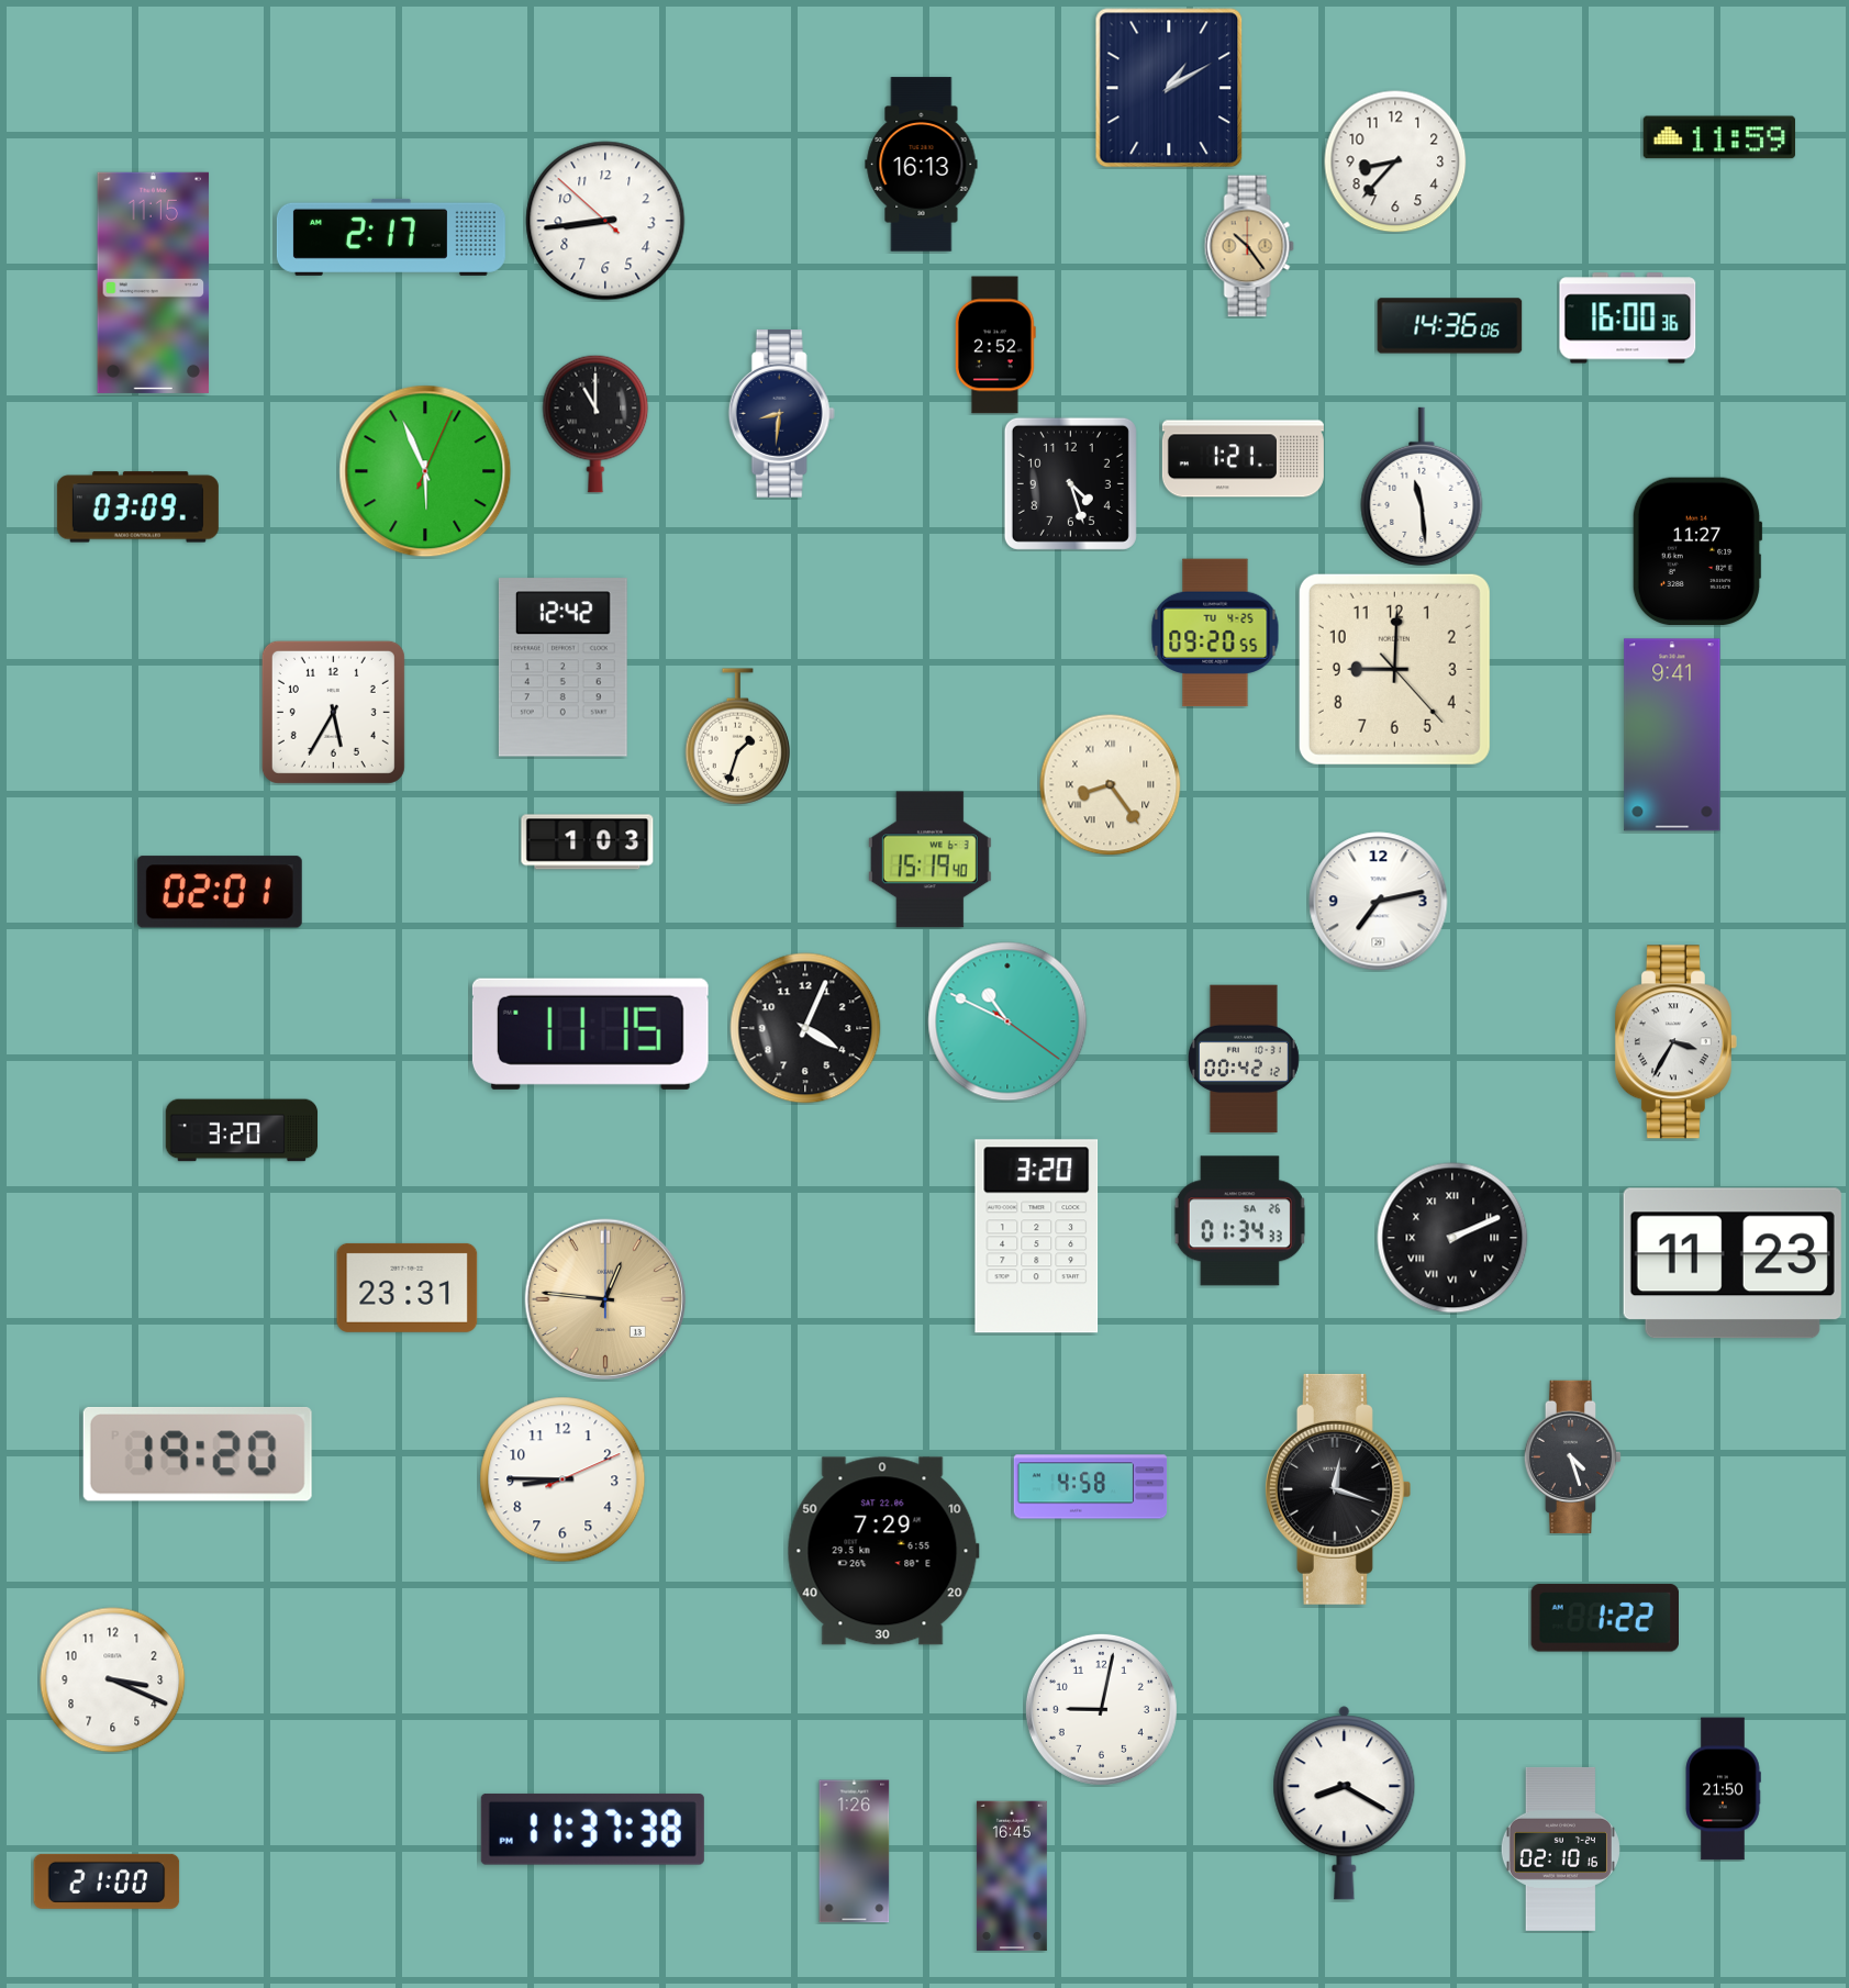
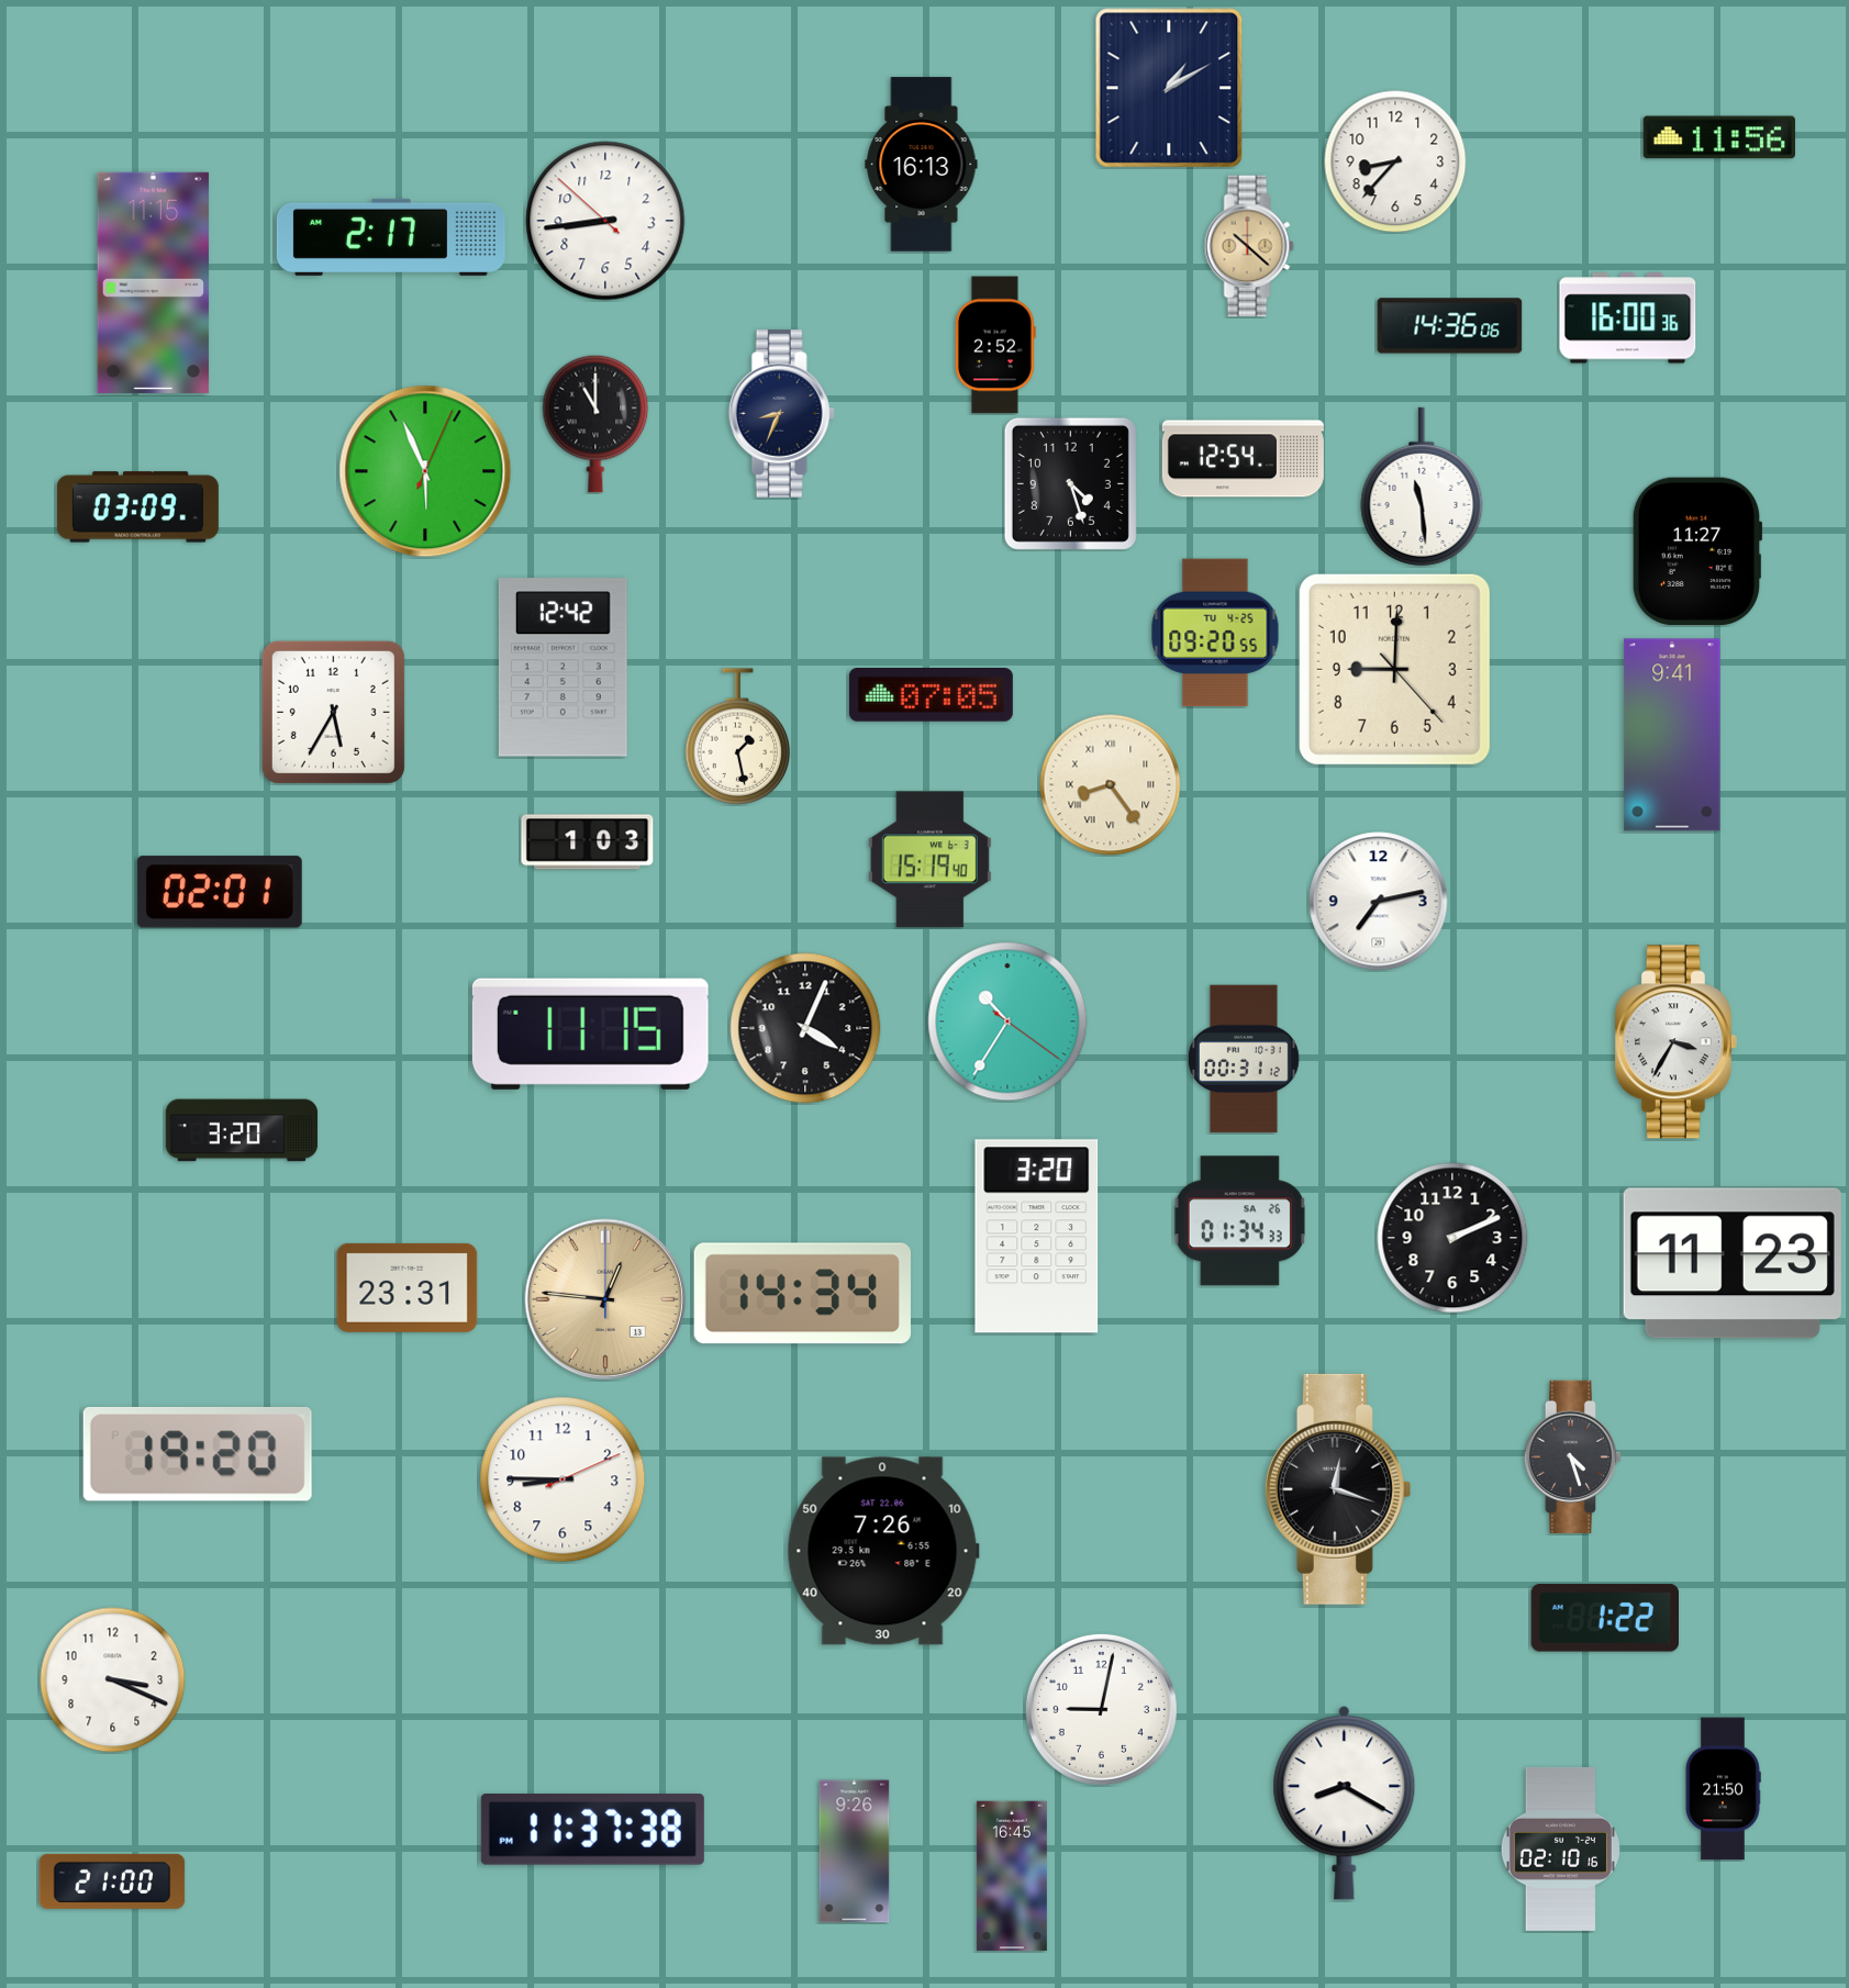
clock at (1718, 137): 11:59 -> 11:56
clock at (1249, 246): 10:24 -> 10:22
clock at (781, 413): 8:31 -> 8:34
clock at (1243, 459): 1:21 -> 12:54
clock at (931, 695): none -> 07:05
clock at (738, 737): 1:33 -> 1:28
clock at (1007, 1021): 10:49 -> 10:35
clock at (1244, 1059): 00:42 -> 00:31
clock at (1452, 1238) numerals: Roman -> Arabic
clock at (802, 1294): none -> 14:34
clock at (1091, 1487): 4:58 -> none
clock at (883, 1551): 7:29 -> 7:26
clock at (855, 1852): 1:26 -> 9:26
clock at (107, 1881) position: (107, 1881) -> (112, 1881)
